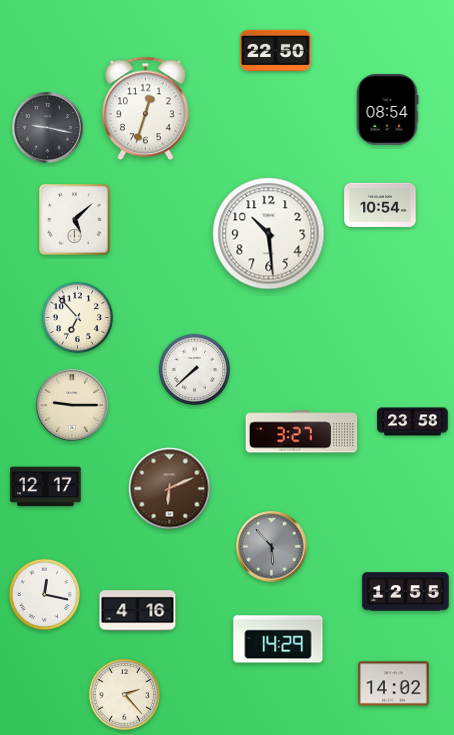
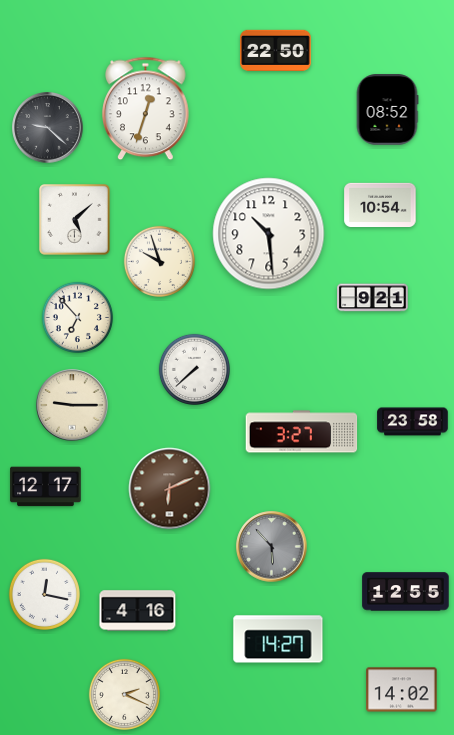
clock at (387, 110): 08:54 -> 08:52
clock at (48, 128): 9:17 -> 9:22
clock at (159, 261): none -> 9:57
clock at (373, 298): none -> 9:21
clock at (278, 639): 14:29 -> 14:27
clock at (394, 684) position: (394, 684) -> (402, 690)
clock at (124, 694): 2:23 -> 2:19
